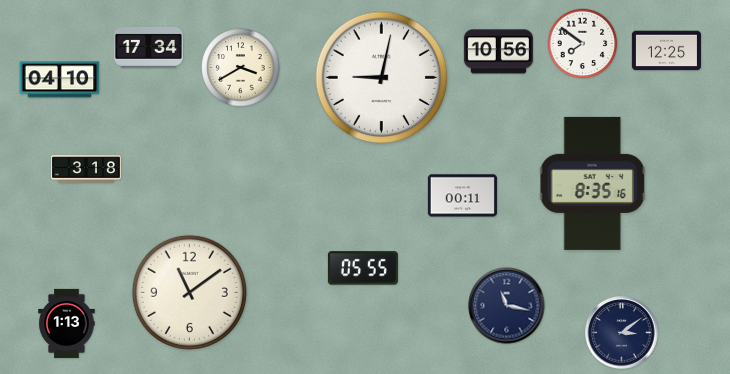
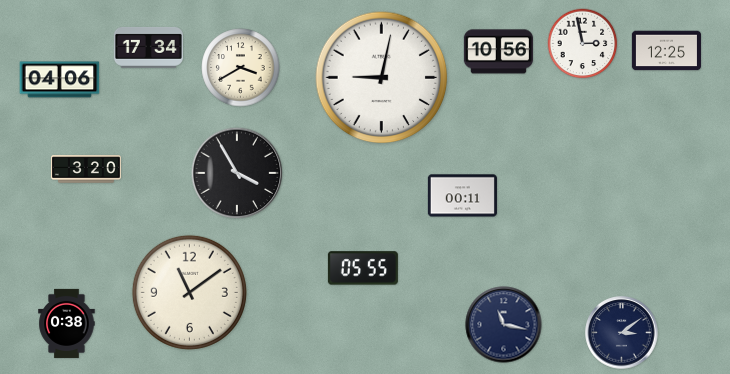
clock at (583, 44): 7:51 -> 2:58
clock at (60, 80): 04:10 -> 04:06
clock at (86, 169): 3:18 -> 3:20
clock at (237, 173): none -> 3:55
clock at (592, 183): 8:35 -> none
clock at (507, 306) position: (507, 306) -> (504, 325)
clock at (67, 323): 1:13 -> 0:38
